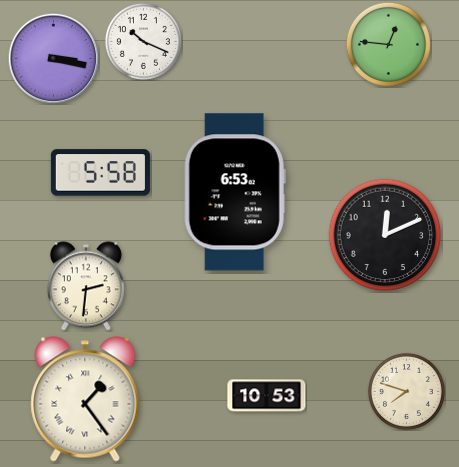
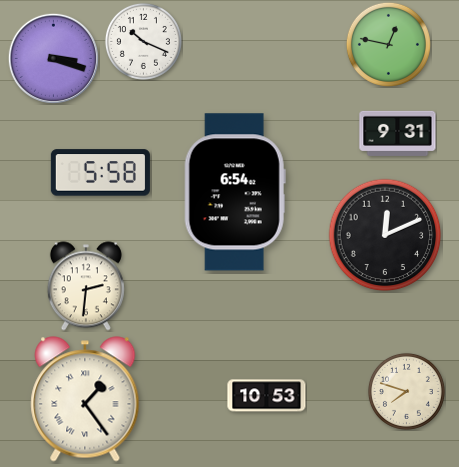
clock at (388, 44): 12:46 -> 12:47
clock at (53, 58): 3:17 -> 3:18
clock at (398, 133): none -> 9:31
clock at (235, 192): 6:53 -> 6:54
